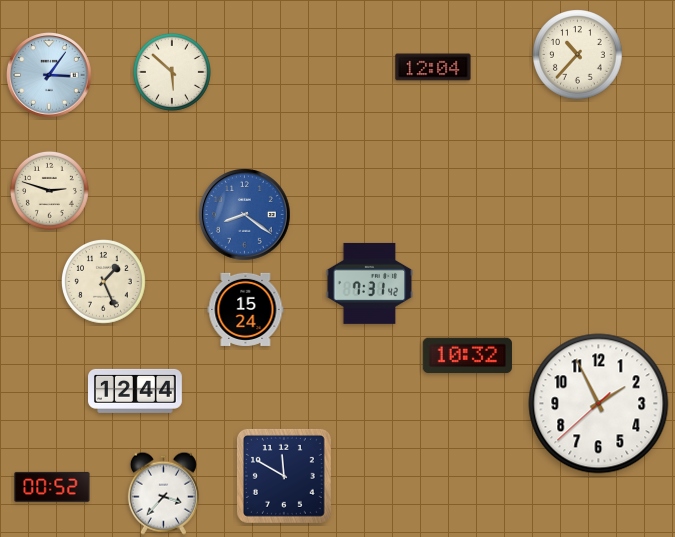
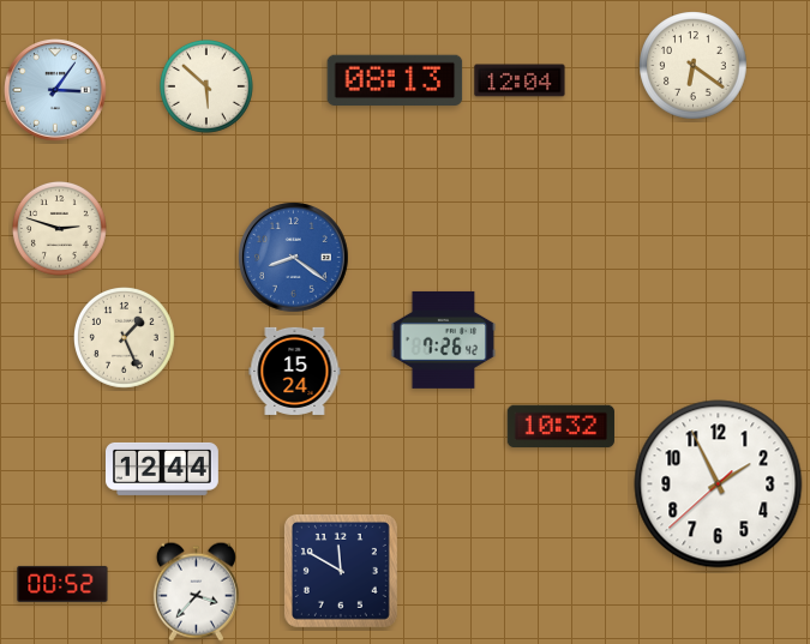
clock at (578, 55): 10:37 -> 6:21
clock at (395, 80): none -> 08:13
clock at (49, 75) position: (49, 75) -> (55, 90)
clock at (370, 283): 7:31 -> 7:26
